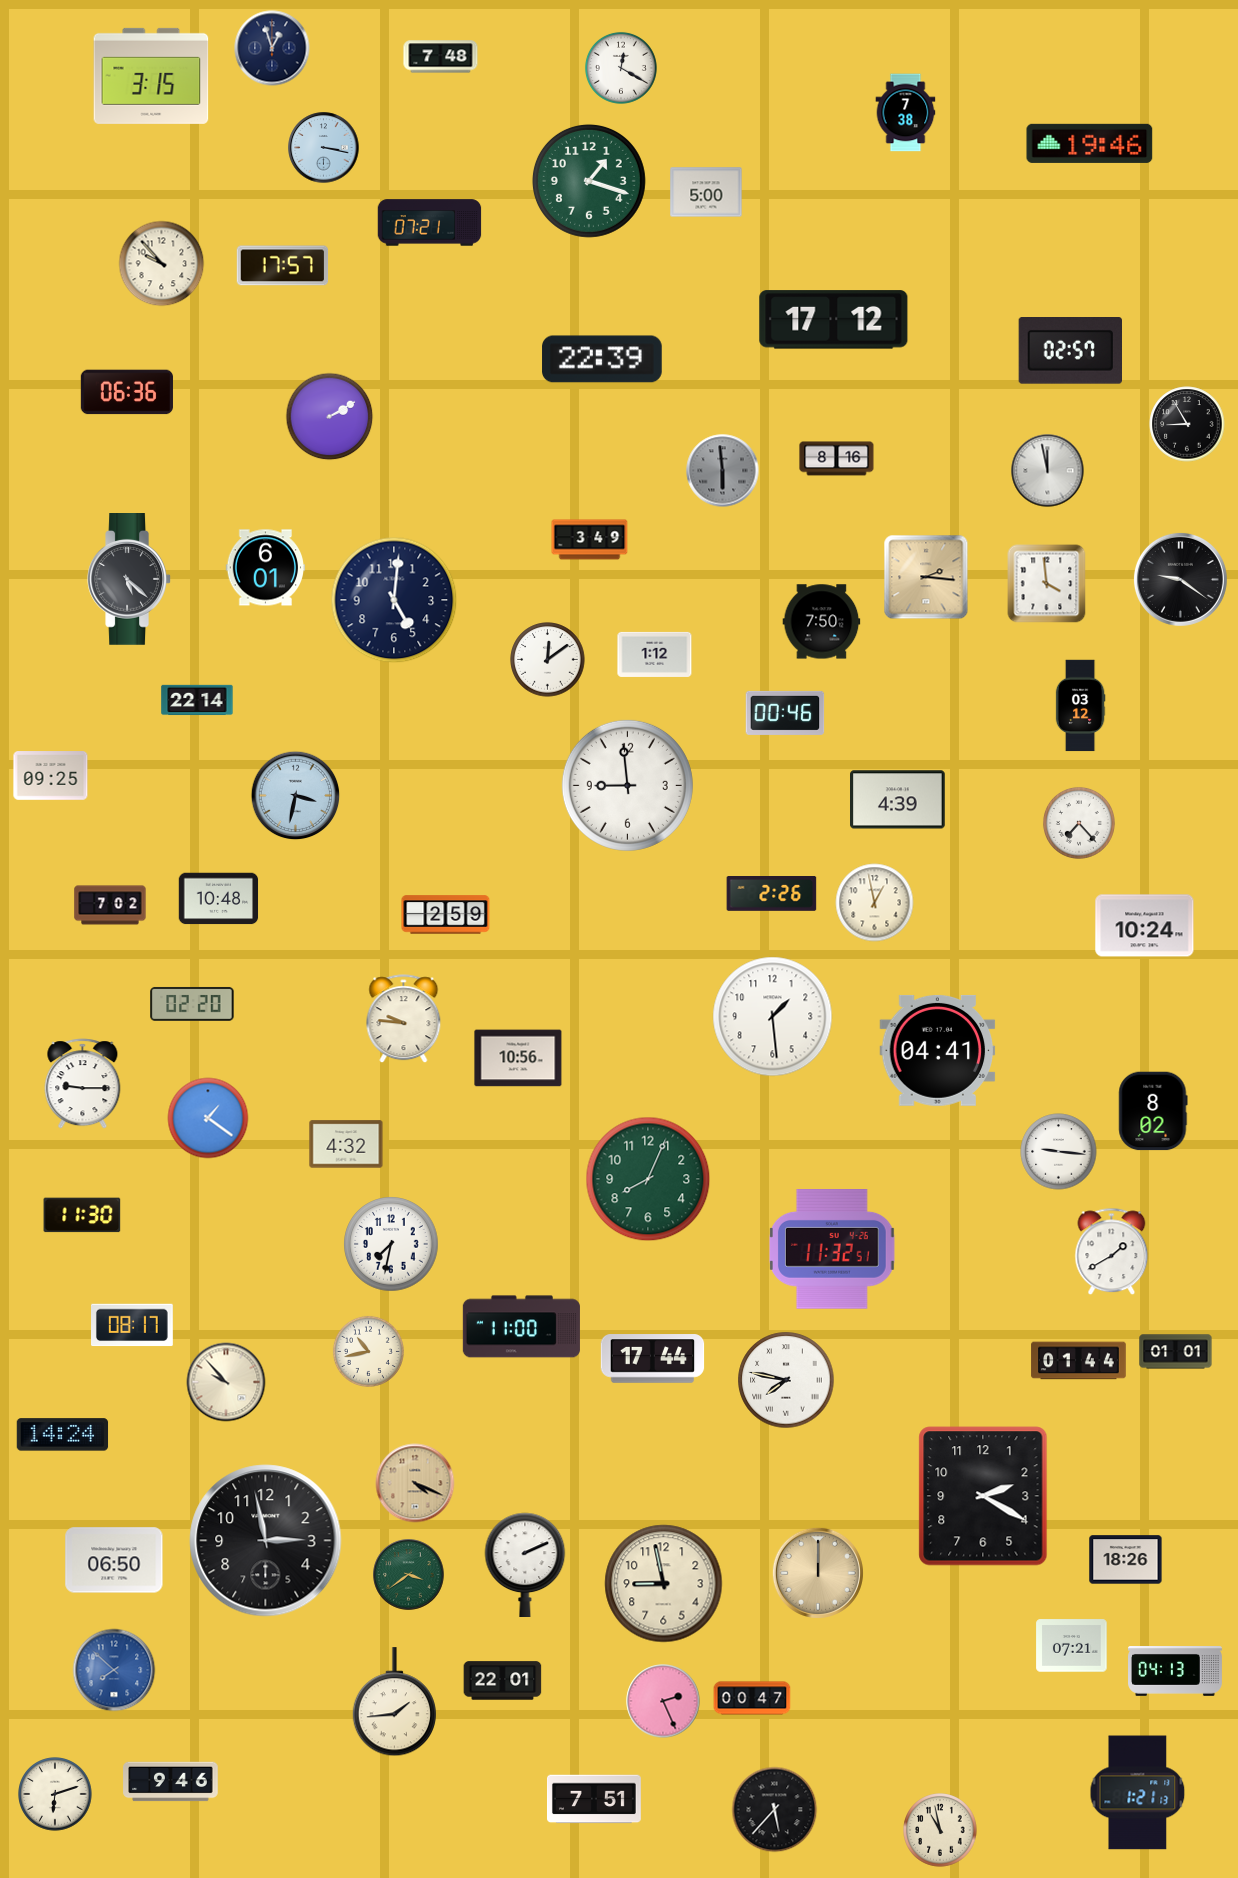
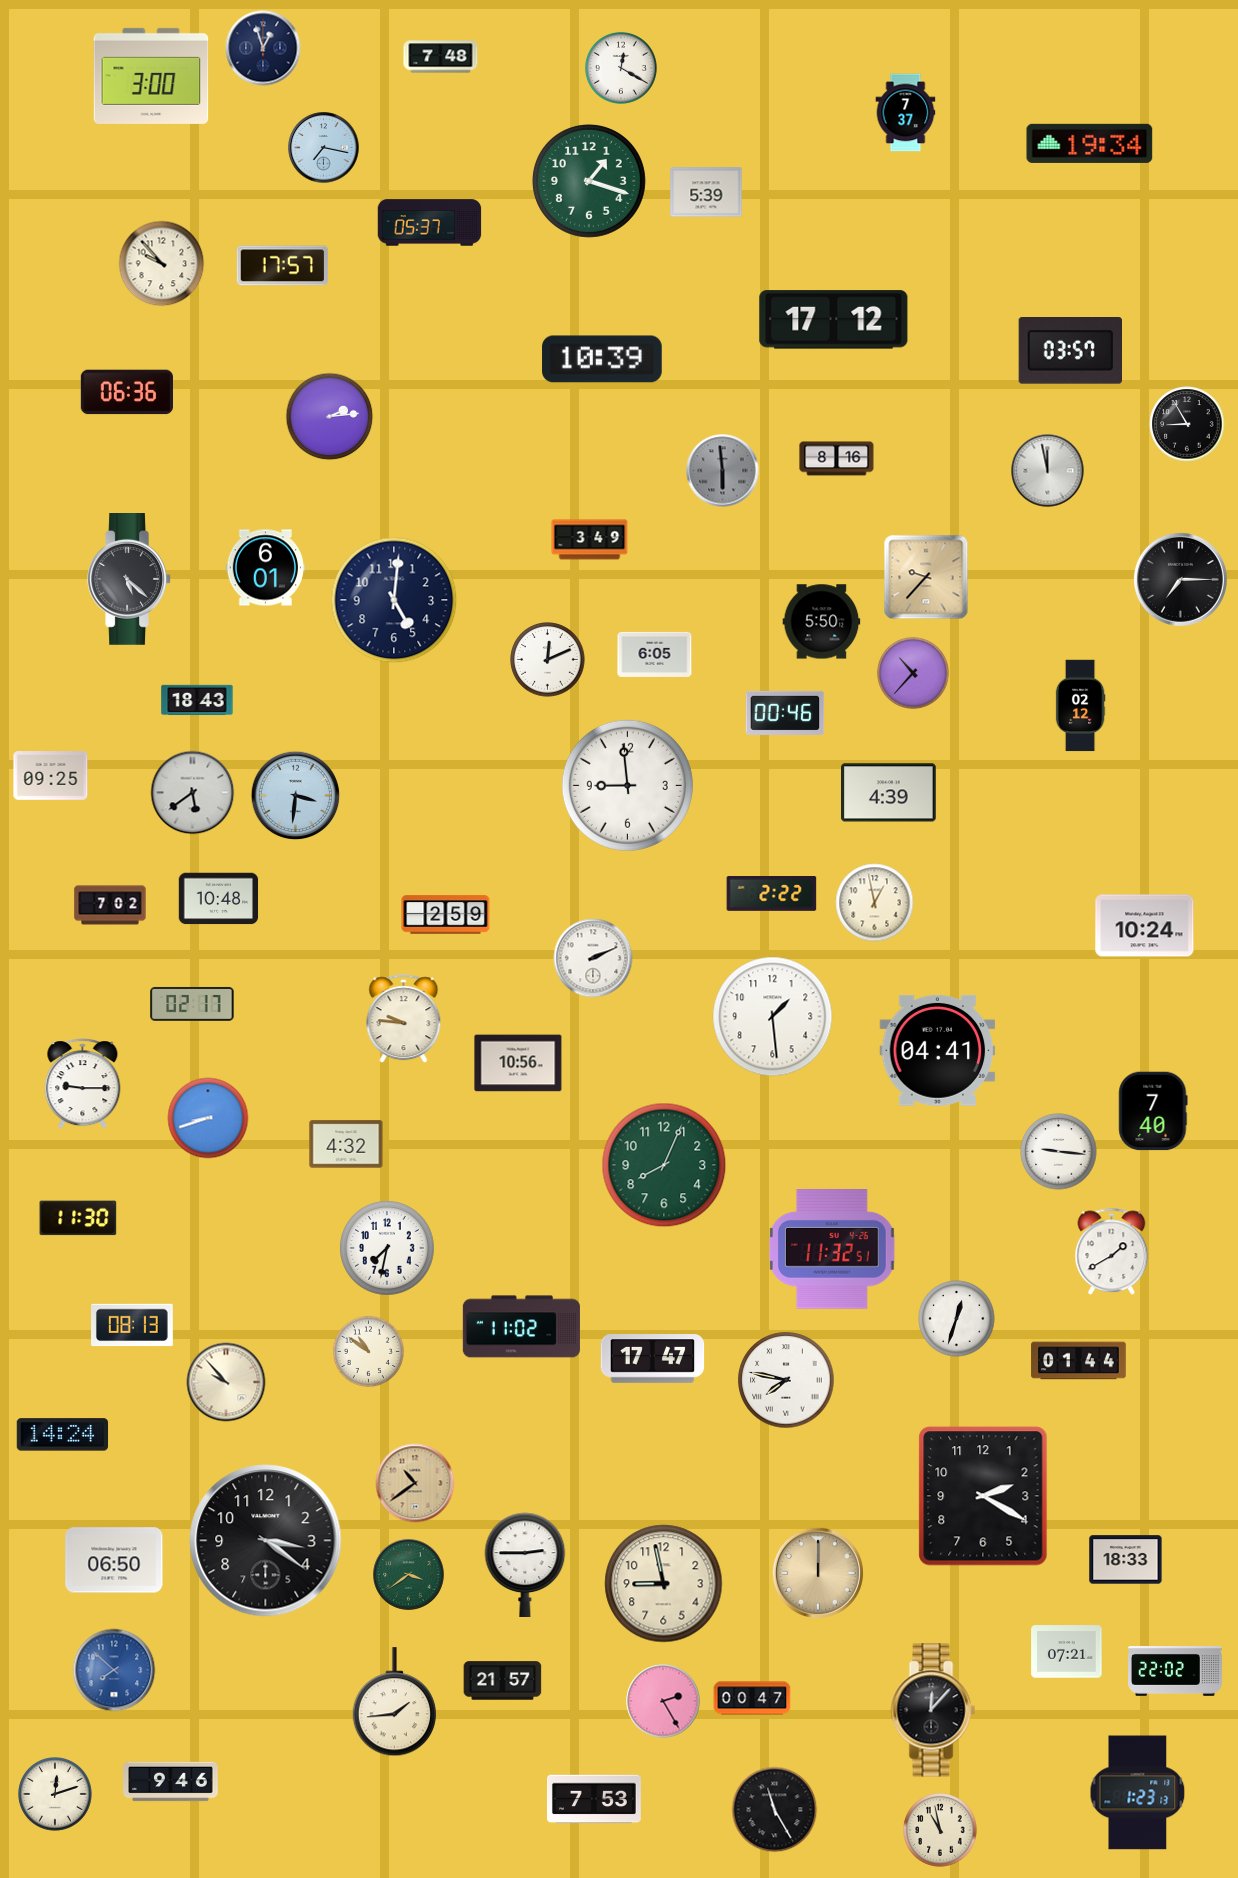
clock at (272, 48) position: (272, 48) -> (263, 48)
clock at (151, 76): 3:15 -> 3:00
clock at (906, 113): 7:38 -> 7:37
clock at (1090, 143): 19:46 -> 19:34
clock at (324, 148): 3:17 -> 7:17
clock at (706, 192): 5:00 -> 5:39
clock at (430, 223): 07:21 -> 05:37
clock at (1070, 351): 02:57 -> 03:57
clock at (602, 359): 22:39 -> 10:39
clock at (330, 417): 2:10 -> 2:14
clock at (926, 577): 2:16 -> 9:37
clock at (1180, 579): 9:21 -> 7:15
clock at (1047, 584): 3:59 -> none
clock at (822, 622): 7:50 -> 5:50
clock at (655, 654): 1:12 -> 6:05
clock at (548, 660): 12:09 -> 12:11
clock at (913, 673): none -> 10:37
clock at (197, 700): 22:14 -> 18:43
clock at (1080, 706): 03:12 -> 02:12
clock at (193, 793): none -> 5:39
clock at (296, 796): 3:32 -> 3:31
clock at (898, 800) position: (898, 800) -> (889, 793)
clock at (1079, 823): 7:23 -> none
clock at (772, 894): 2:26 -> 2:22
clock at (593, 958): none -> 2:11
clock at (192, 1004): 02:20 -> 02:17
clock at (518, 1058) position: (518, 1058) -> (518, 1063)
clock at (1153, 1111): 8:02 -> 7:40
clock at (208, 1118): 1:21 -> 8:42
clock at (648, 1179) position: (648, 1179) -> (664, 1165)
clock at (82, 1215) position: (82, 1215) -> (78, 1218)
clock at (391, 1244) position: (391, 1244) -> (387, 1248)
clock at (957, 1319): none -> 12:33
clock at (133, 1325): 08:17 -> 08:13
clock at (521, 1327): 11:00 -> 11:02
clock at (368, 1351): 10:43 -> 10:51
clock at (1176, 1352): 01:01 -> none
clock at (653, 1359): 17:44 -> 17:47
clock at (415, 1483): 4:19 -> 10:39
clock at (266, 1541): 2:58 -> 3:21
clock at (1126, 1560): 18:26 -> 18:33
clock at (525, 1564): 2:11 -> 2:45
clock at (1072, 1646) position: (1072, 1646) -> (1067, 1652)
clock at (1176, 1672): 04:13 -> 22:02
clock at (503, 1681): 22:01 -> 21:57
clock at (663, 1701): 2:26 -> 2:25
clock at (933, 1710): none -> 12:07
clock at (1138, 1793): 1:21 -> 1:23
clock at (55, 1794): 6:12 -> 12:12
clock at (595, 1799): 7:51 -> 7:53
clock at (775, 1810): 5:37 -> 11:25
